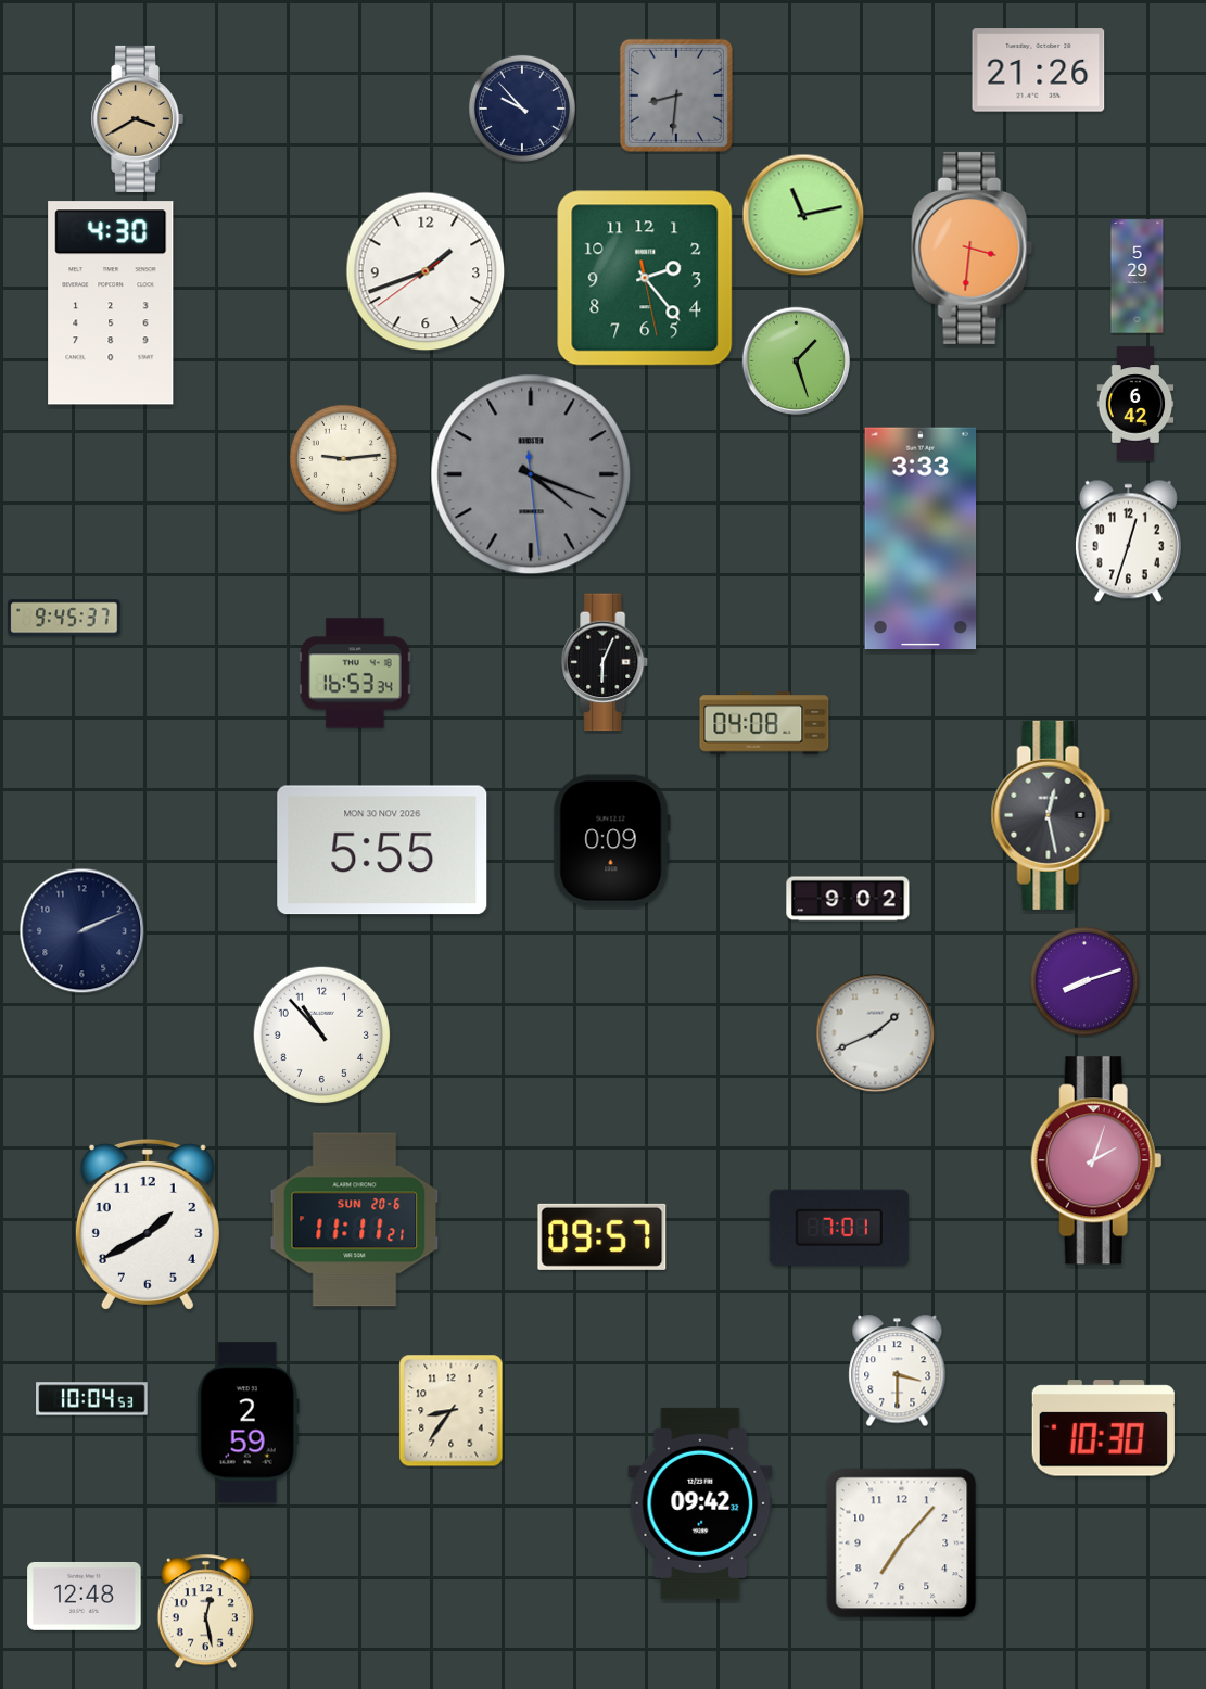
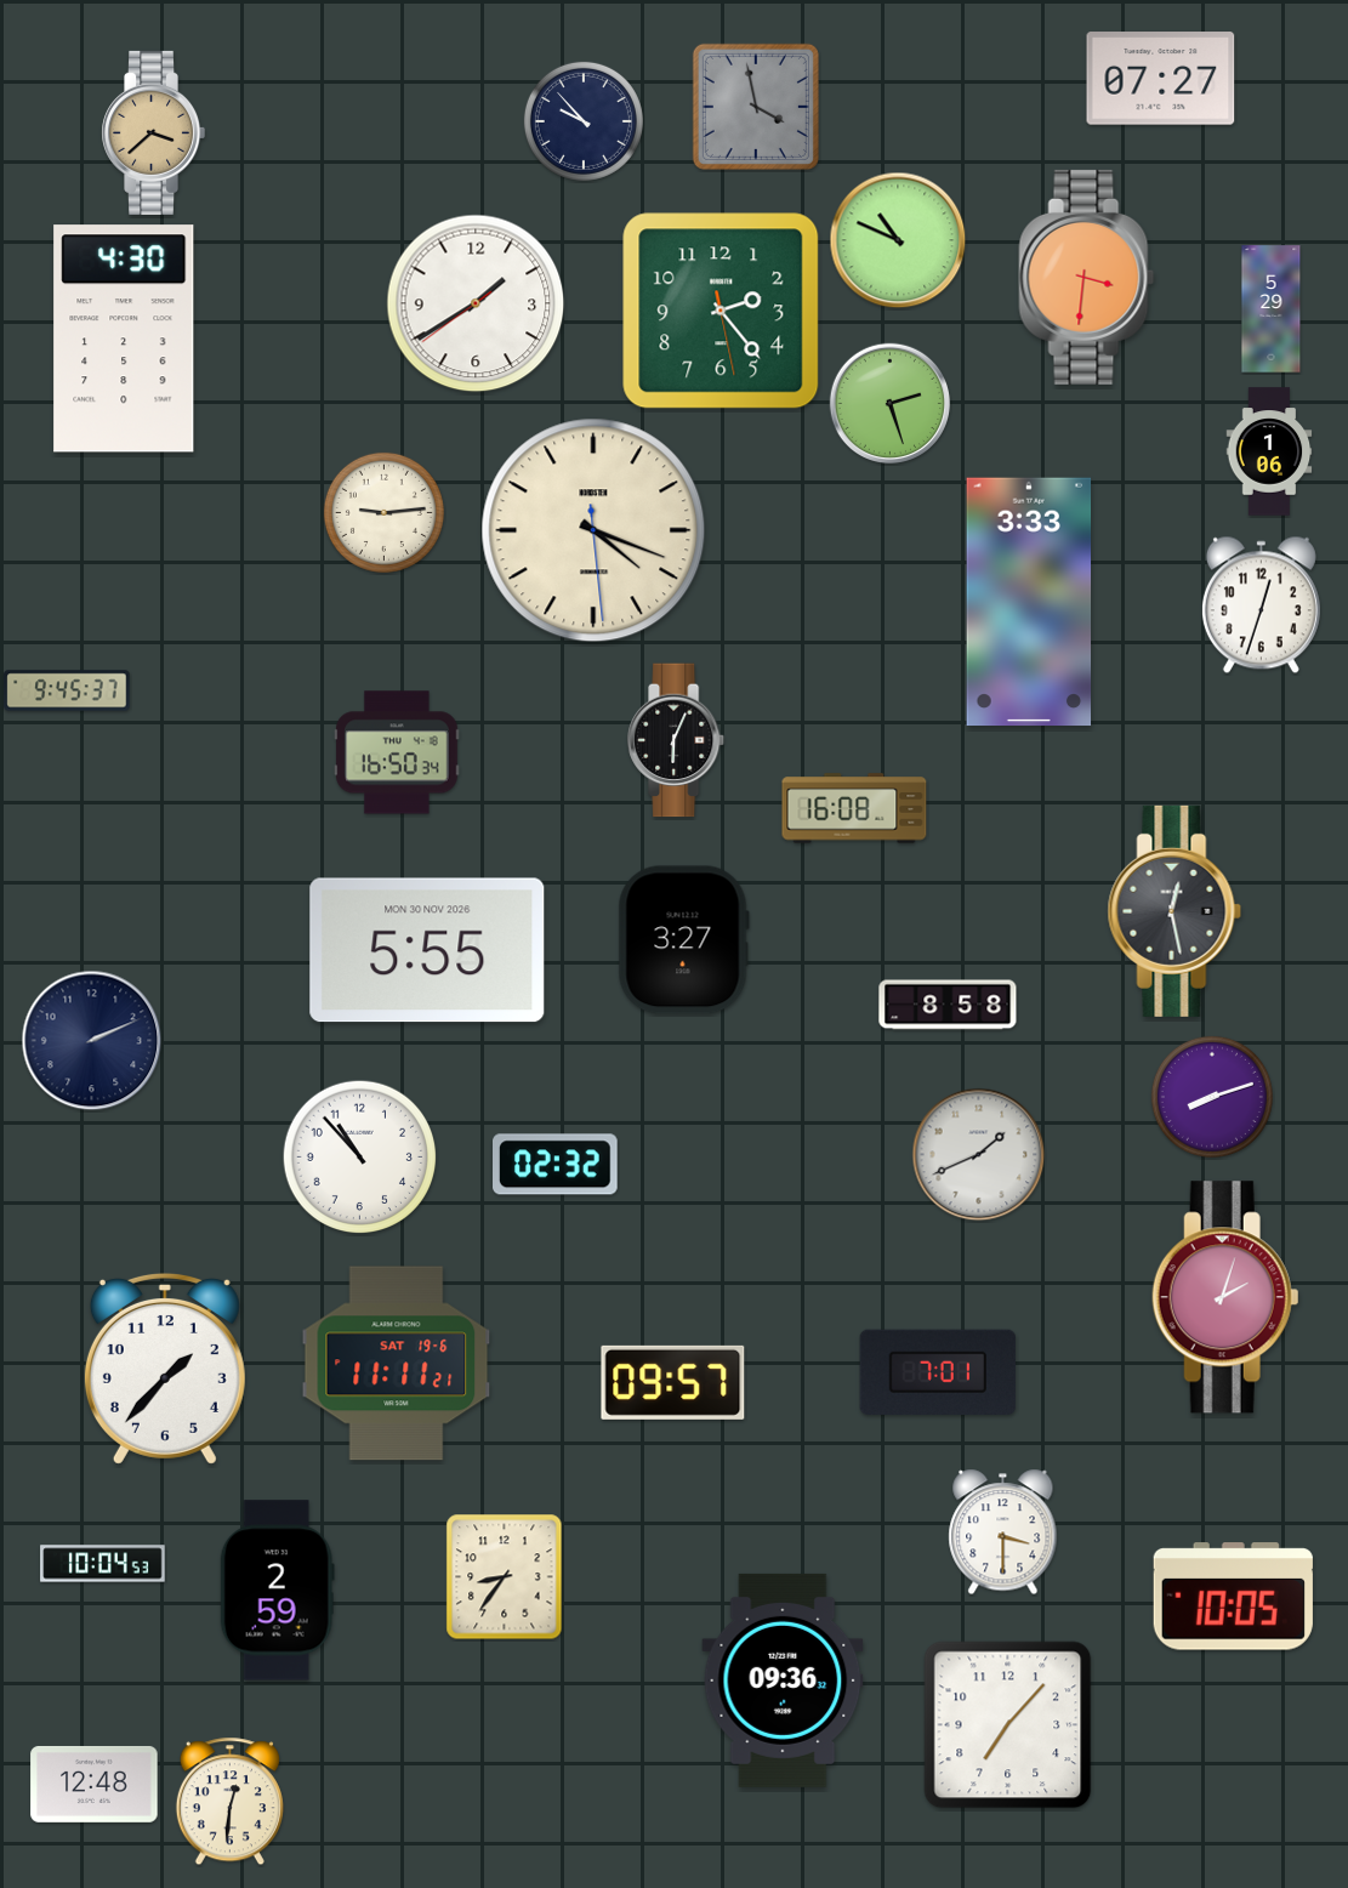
clock at (1039, 71): 21:26 -> 07:27
clock at (676, 96): 8:31 -> 3:58
clock at (138, 118): 3:40 -> 3:38
clock at (803, 215): 11:13 -> 10:49
clock at (426, 271): 1:41 -> 1:39
clock at (797, 361): 1:27 -> 2:27
clock at (1135, 404): 6:42 -> 1:06
clock at (531, 474) dial: grey -> cream
clock at (64, 618) position: (64, 618) -> (67, 690)
clock at (355, 673): 16:53 -> 16:50
clock at (764, 723): 04:08 -> 16:08
clock at (611, 841): 0:09 -> 3:27
clock at (848, 899): 9:02 -> 8:58
clock at (556, 1165): none -> 02:32
clock at (355, 1220) date: SUN 20-6 -> SAT 19-6
clock at (148, 1224): 1:40 -> 1:37
clock at (1103, 1428): 10:30 -> 10:05
clock at (700, 1503): 09:42 -> 09:36
clock at (205, 1612): 12:28 -> 12:31
